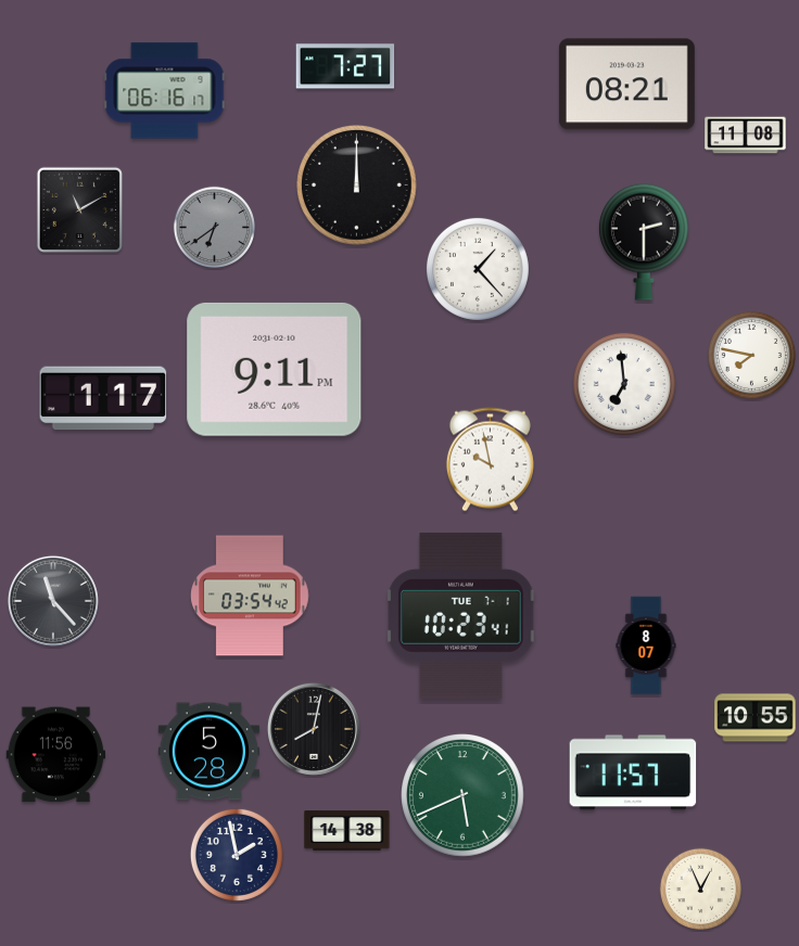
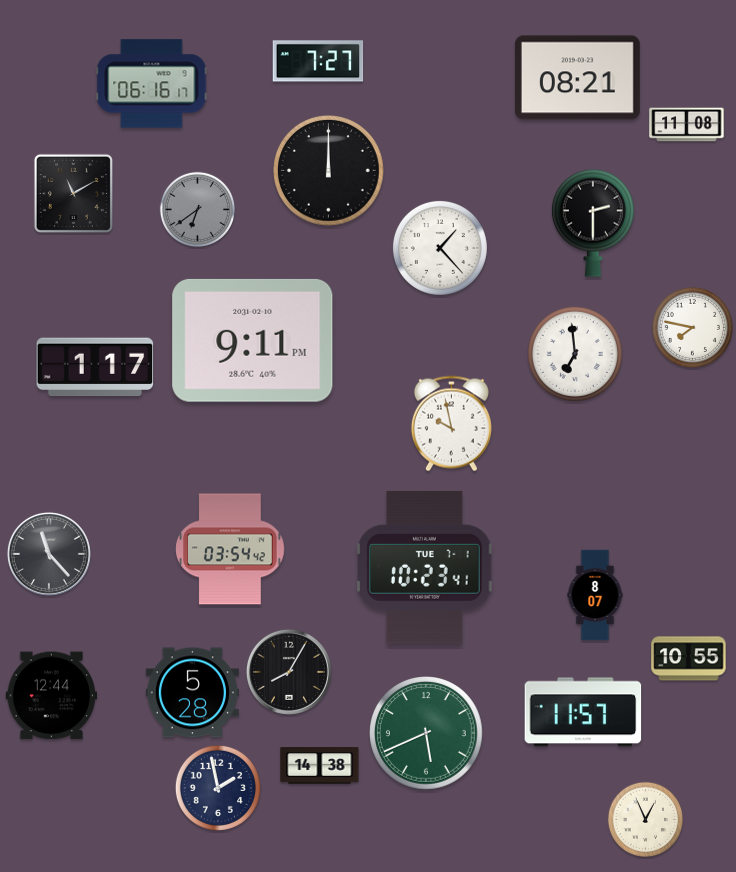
clock at (756, 718) position: (756, 718) -> (689, 659)
clock at (314, 729): 8:02 -> 8:05
clock at (56, 755): 11:56 -> 12:44
